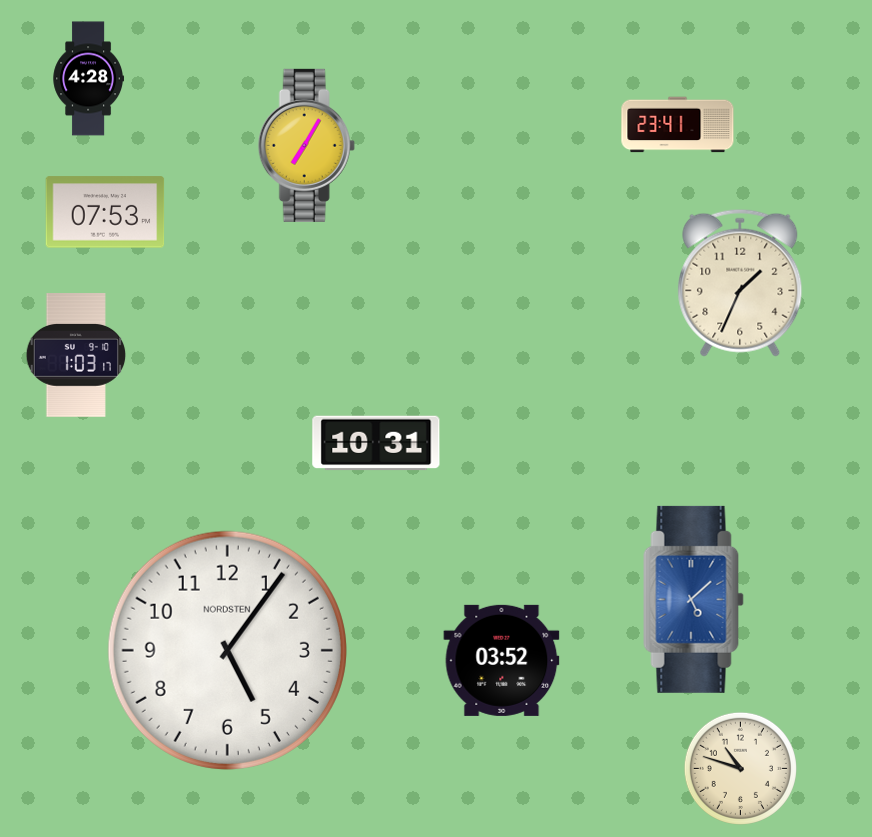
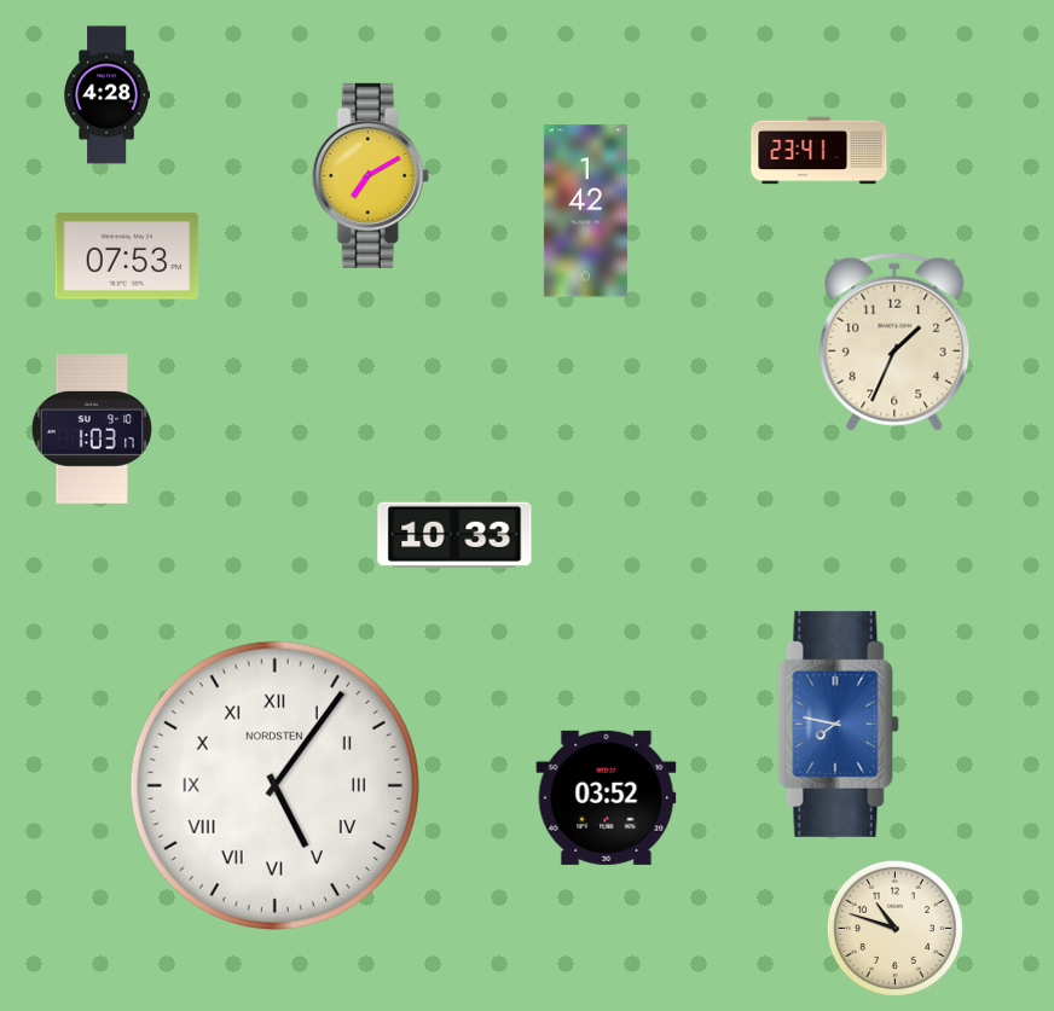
clock at (306, 145): 7:05 -> 7:10
clock at (585, 211): none -> 1:42
clock at (376, 443): 10:31 -> 10:33
clock at (694, 599): 5:08 -> 7:47
clock at (227, 650) numerals: Arabic -> Roman
